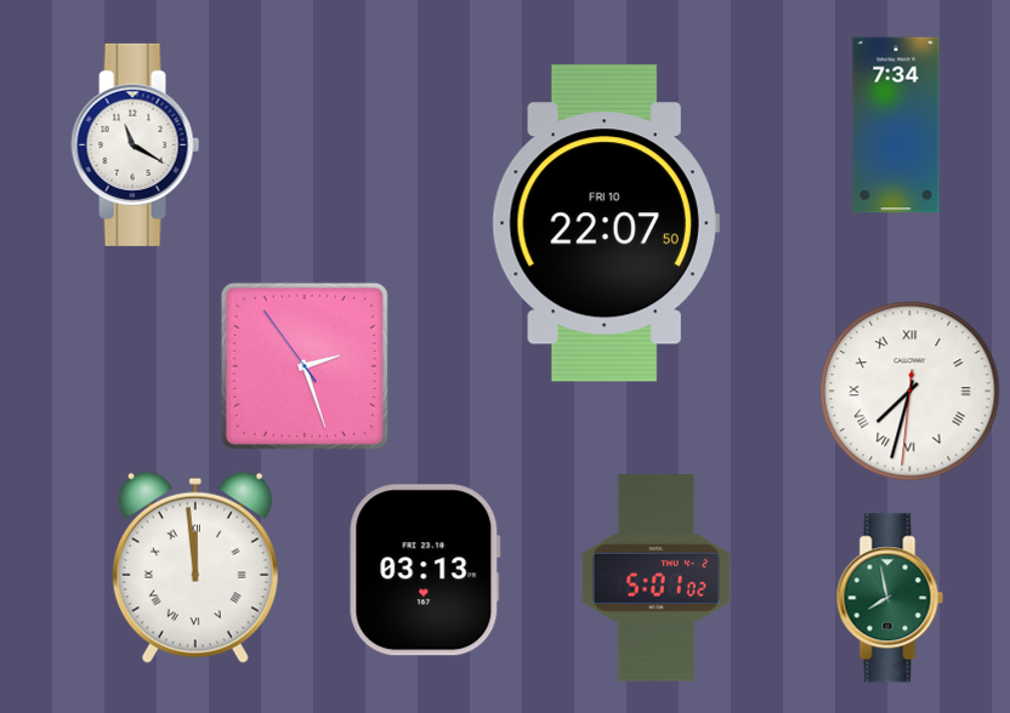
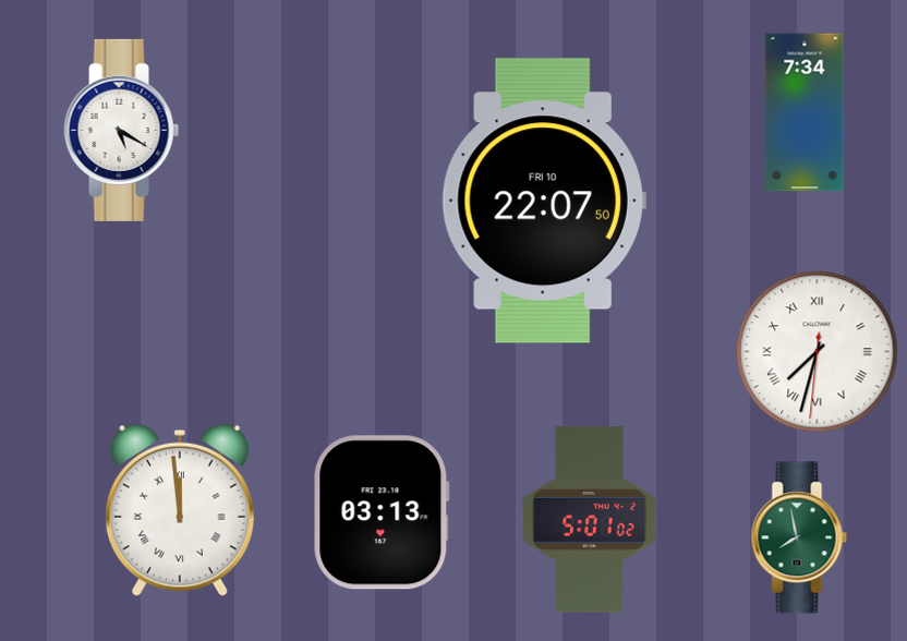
clock at (136, 144): 11:20 -> 5:20
clock at (305, 366): 2:26 -> none
clock at (195, 567) position: (195, 567) -> (180, 510)
